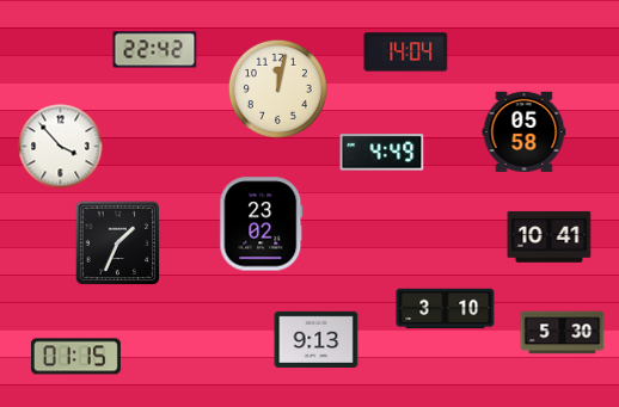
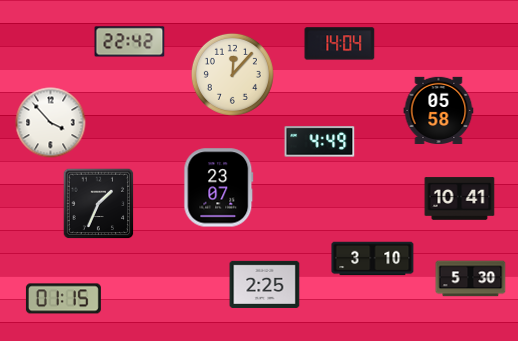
clock at (277, 88): 12:02 -> 12:07
clock at (382, 153) position: (382, 153) -> (320, 142)
clock at (262, 224): 23:02 -> 23:07
clock at (317, 339): 9:13 -> 2:25
